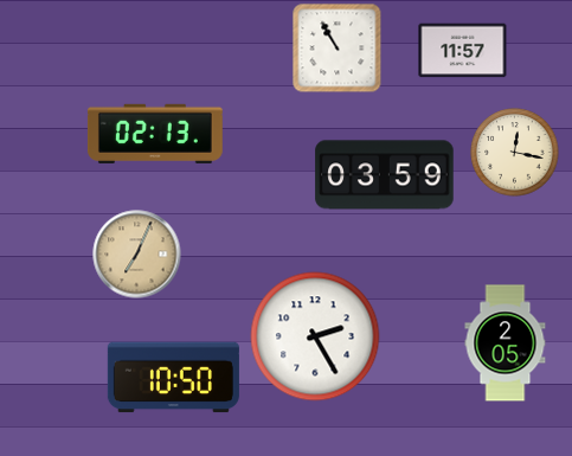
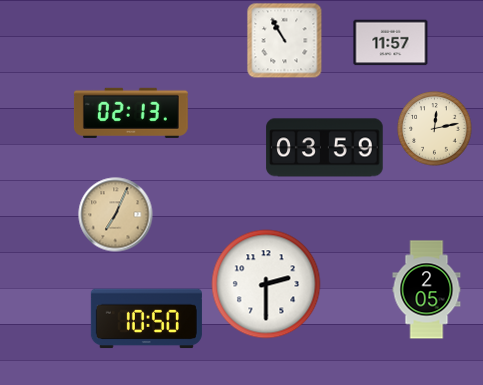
clock at (515, 153): 12:17 -> 12:13
clock at (315, 336): 2:25 -> 2:30
